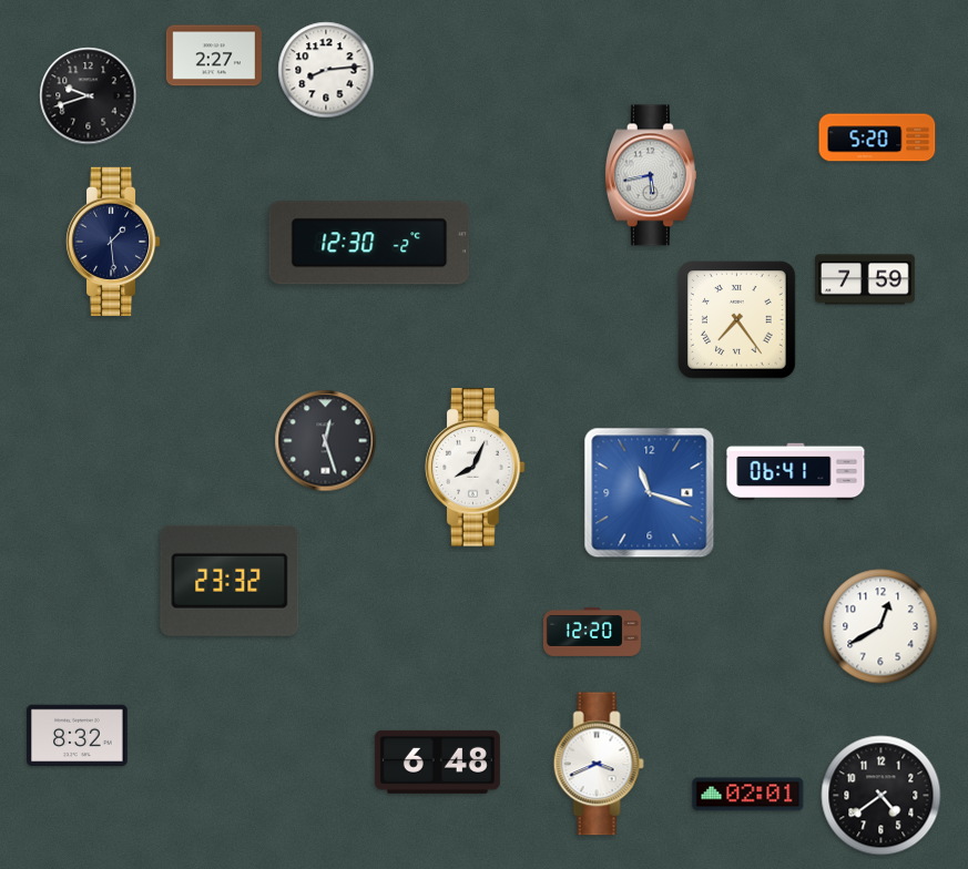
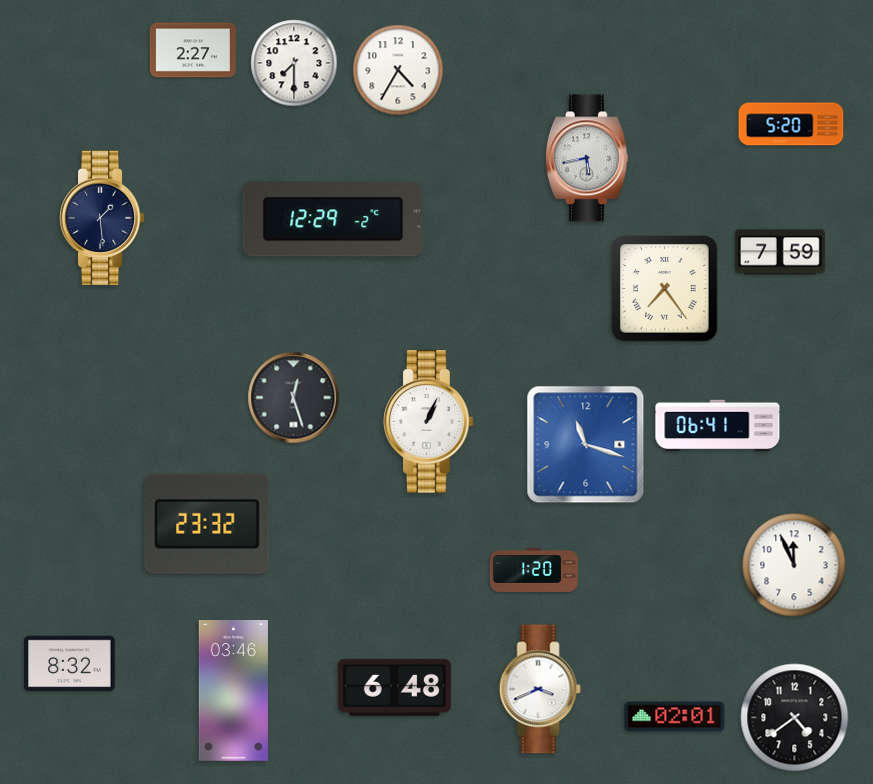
clock at (326, 70): 8:14 -> 7:30
clock at (398, 70): none -> 4:35
clock at (89, 96): 9:42 -> none
clock at (369, 243): 12:30 -> 12:29
clock at (476, 468): 8:04 -> 1:04
clock at (880, 626): 12:40 -> 11:56
clock at (592, 632): 12:20 -> 1:20
clock at (233, 691): none -> 03:46
